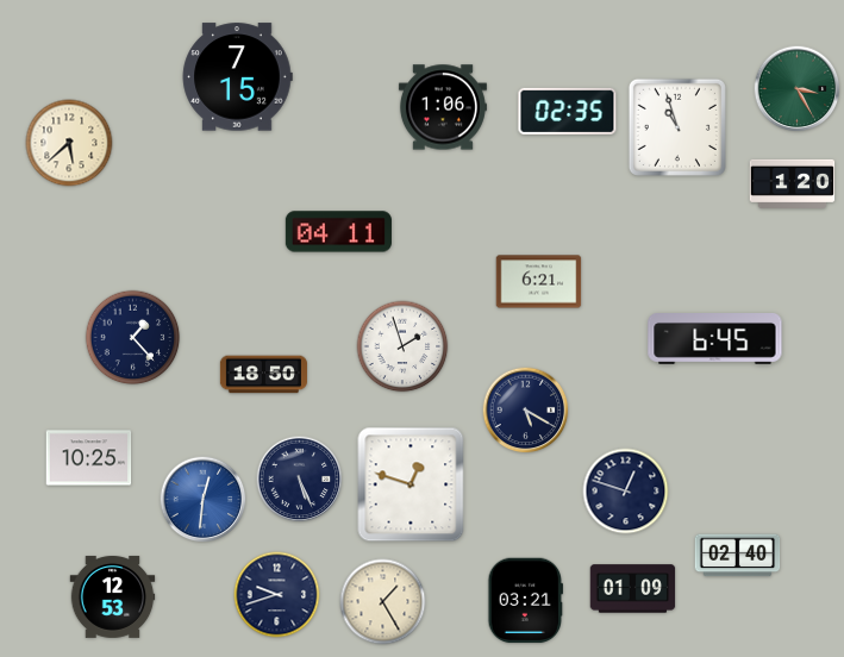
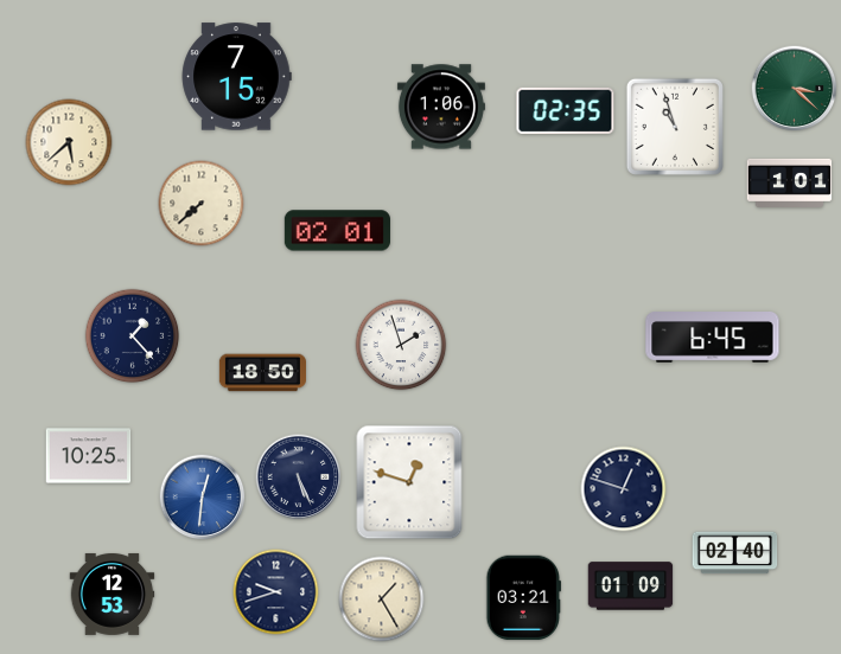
clock at (798, 89): 3:25 -> 3:22
clock at (793, 183): 1:20 -> 1:01
clock at (202, 204): none -> 7:38
clock at (338, 232): 04:11 -> 02:01
clock at (539, 282): 6:21 -> none
clock at (526, 411): 5:20 -> none
